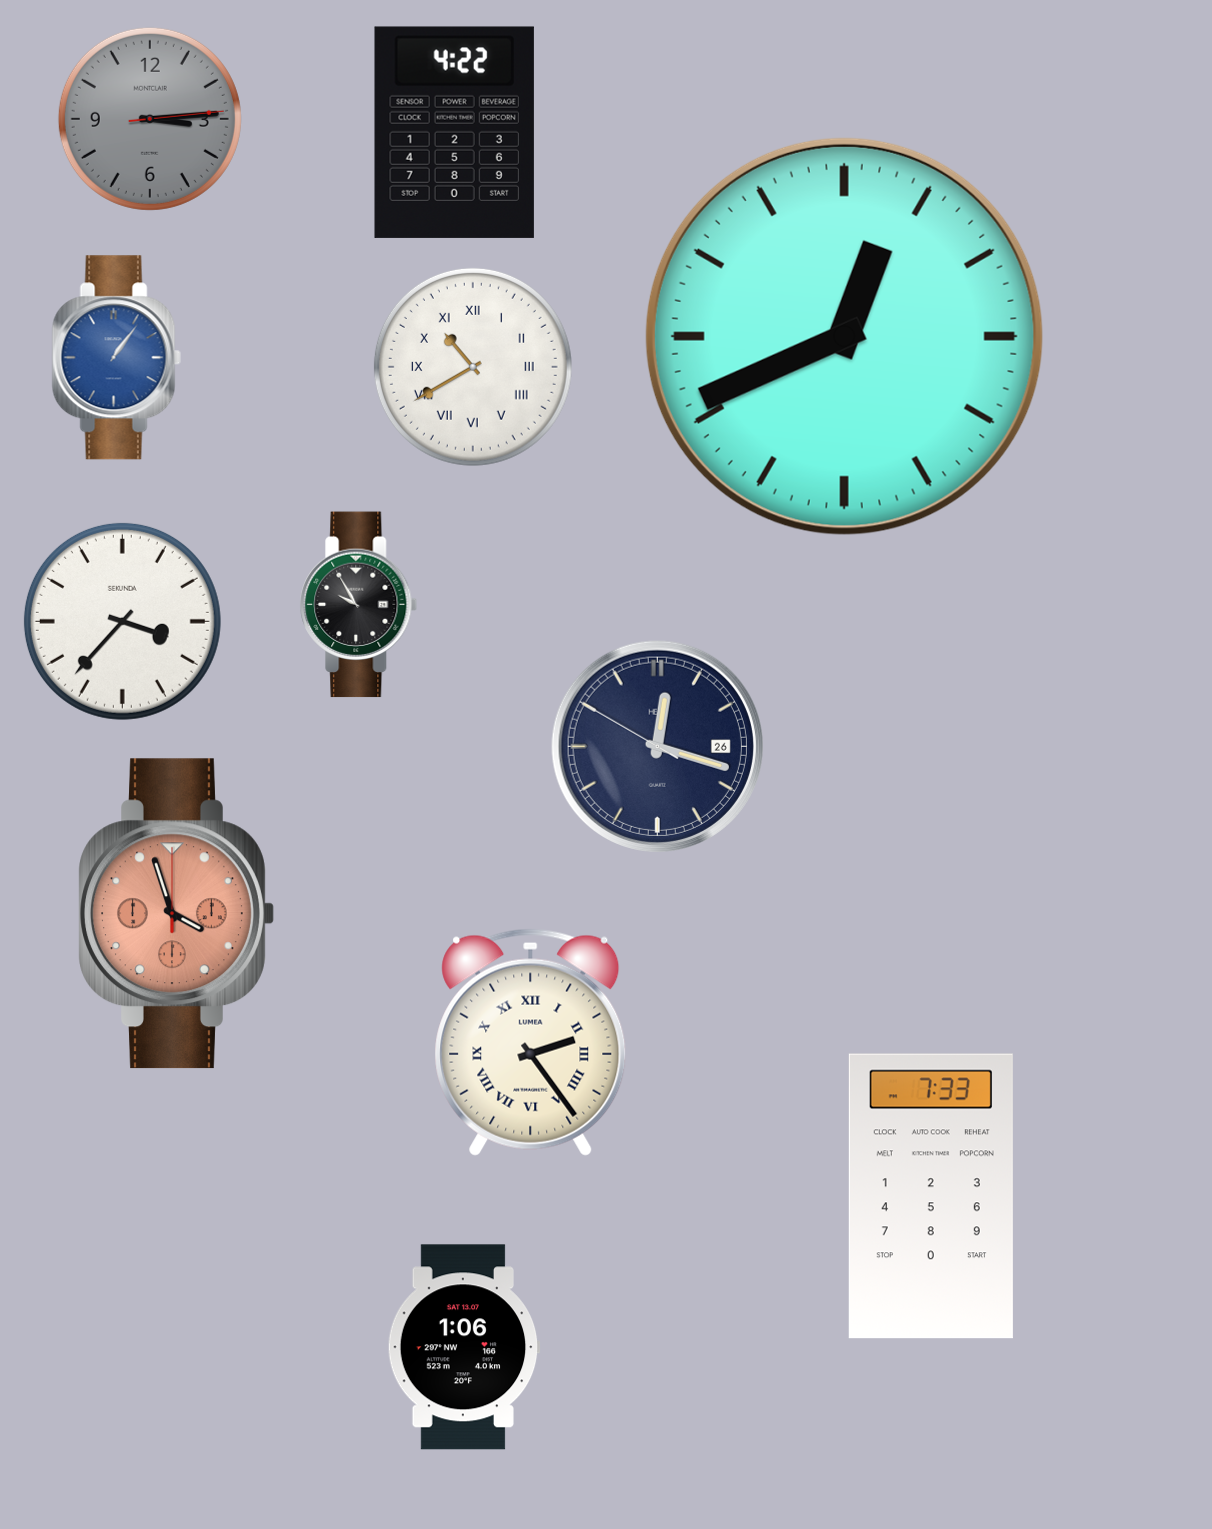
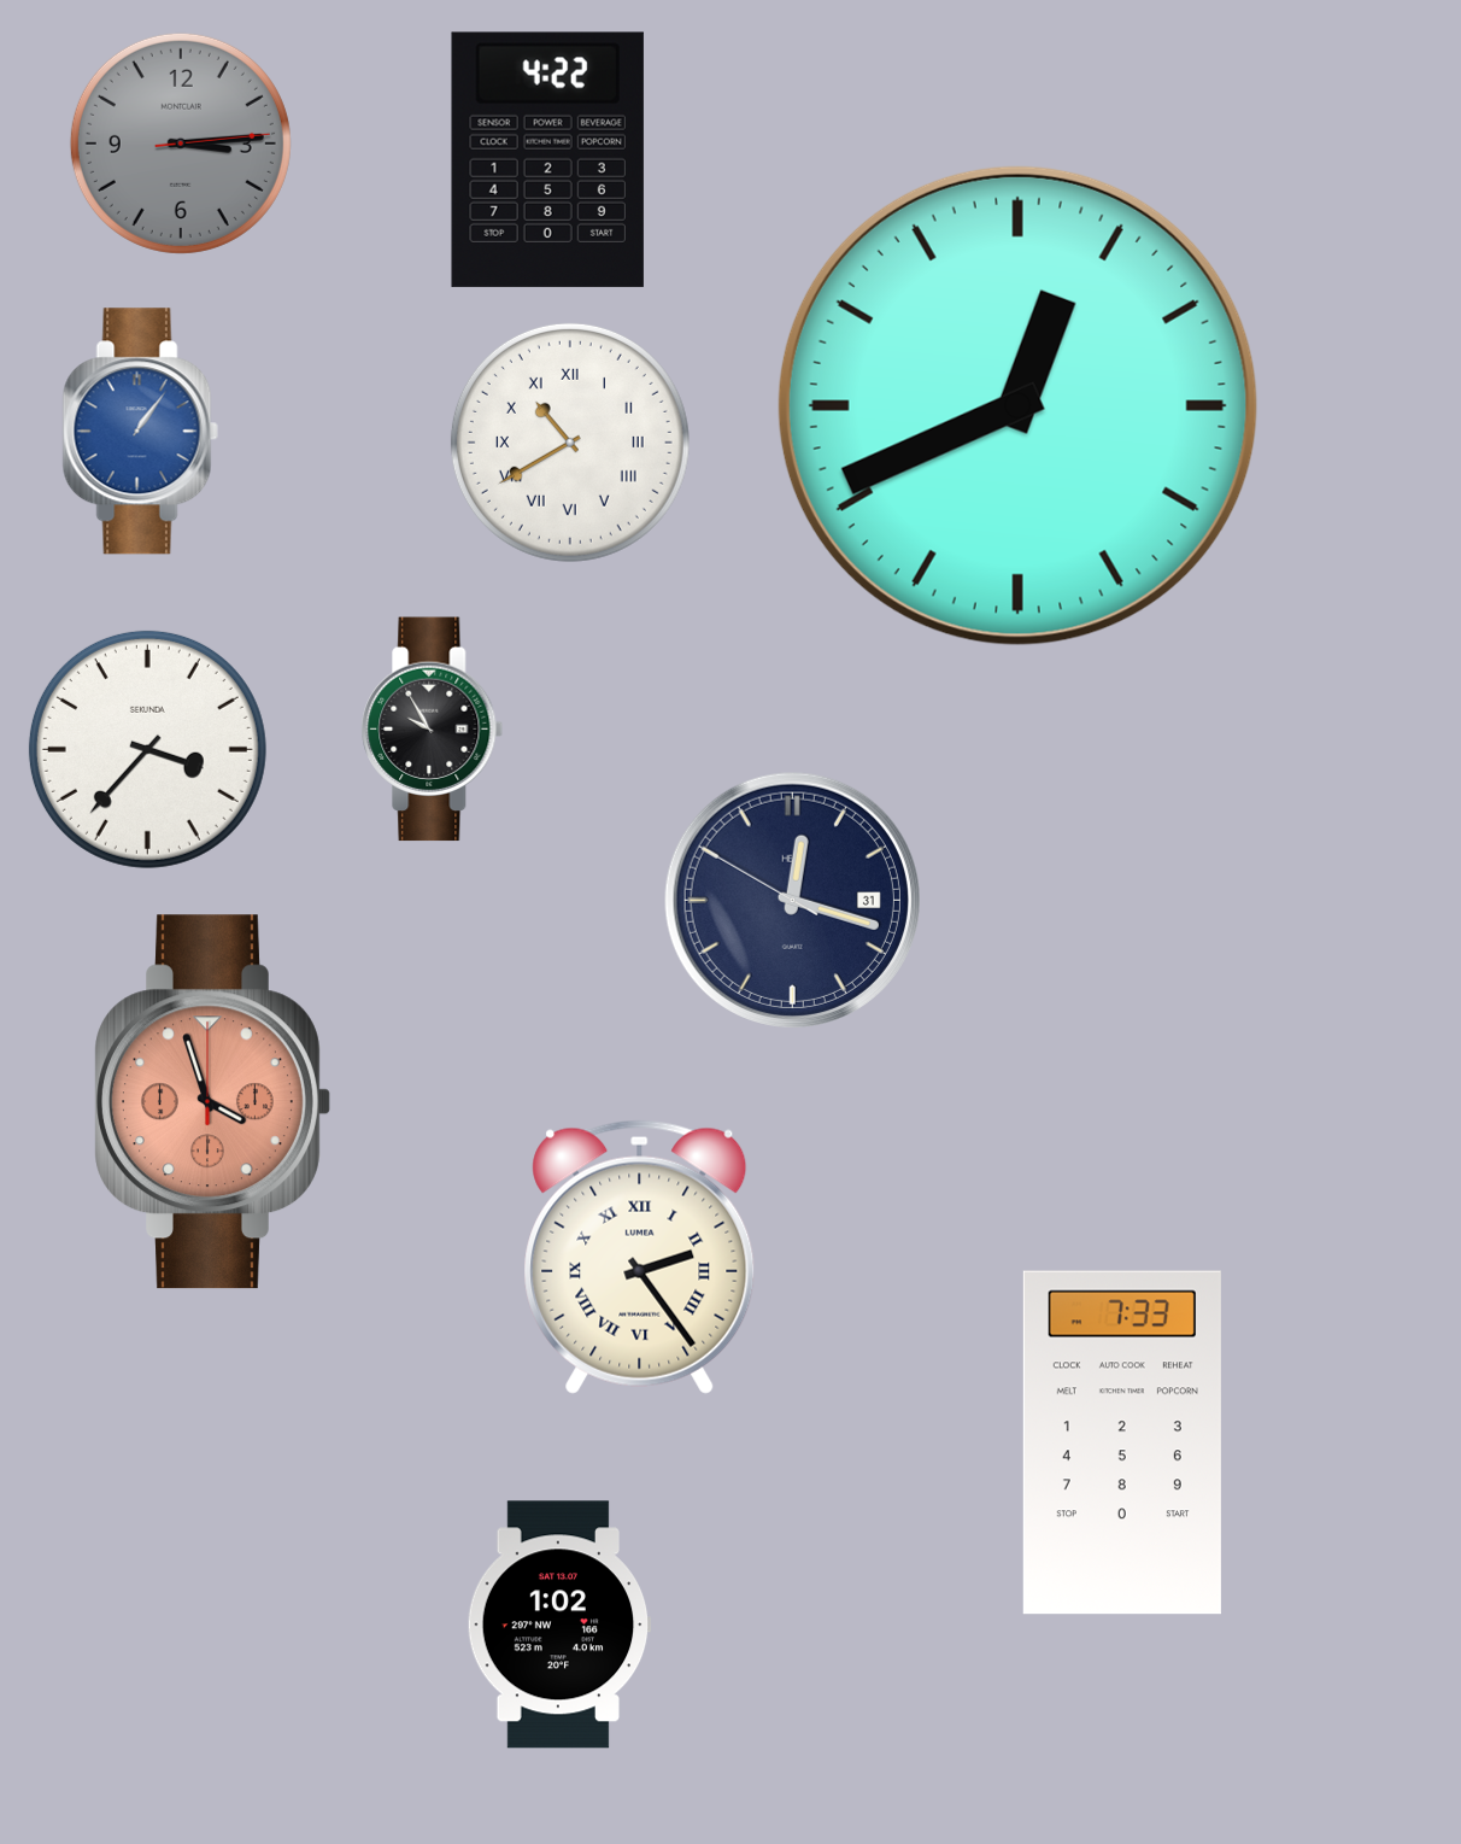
clock at (657, 746) date: 26 -> 31
clock at (464, 1347): 1:06 -> 1:02
